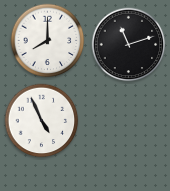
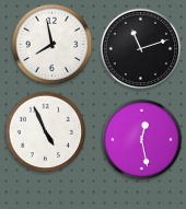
clock at (48, 41): 8:00 -> 7:58
clock at (142, 140): none -> 12:28
